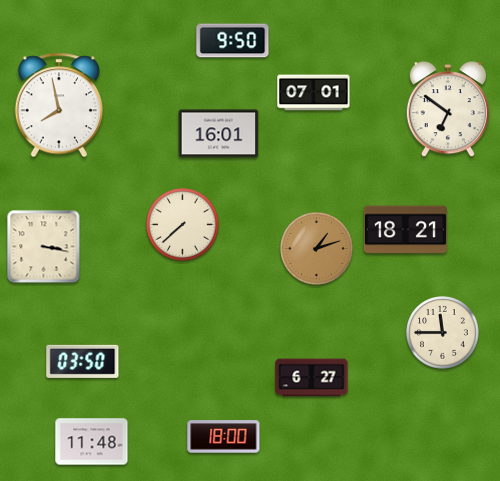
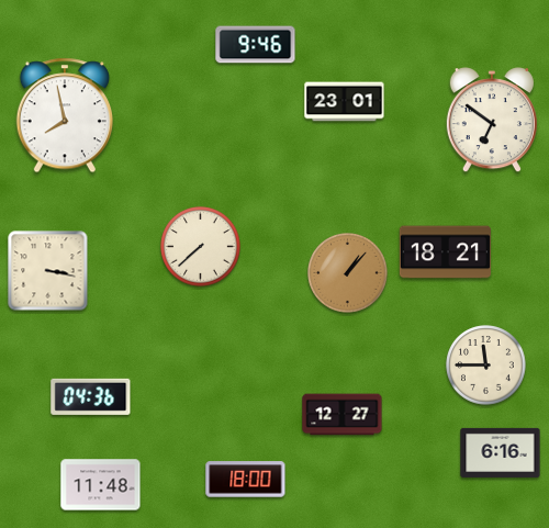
clock at (233, 41): 9:50 -> 9:46
clock at (314, 93): 07:01 -> 23:01
clock at (219, 134): 16:01 -> none
clock at (317, 249): 1:12 -> 1:07
clock at (83, 361): 03:50 -> 04:36
clock at (312, 378): 6:27 -> 12:27
clock at (501, 452): none -> 6:16
